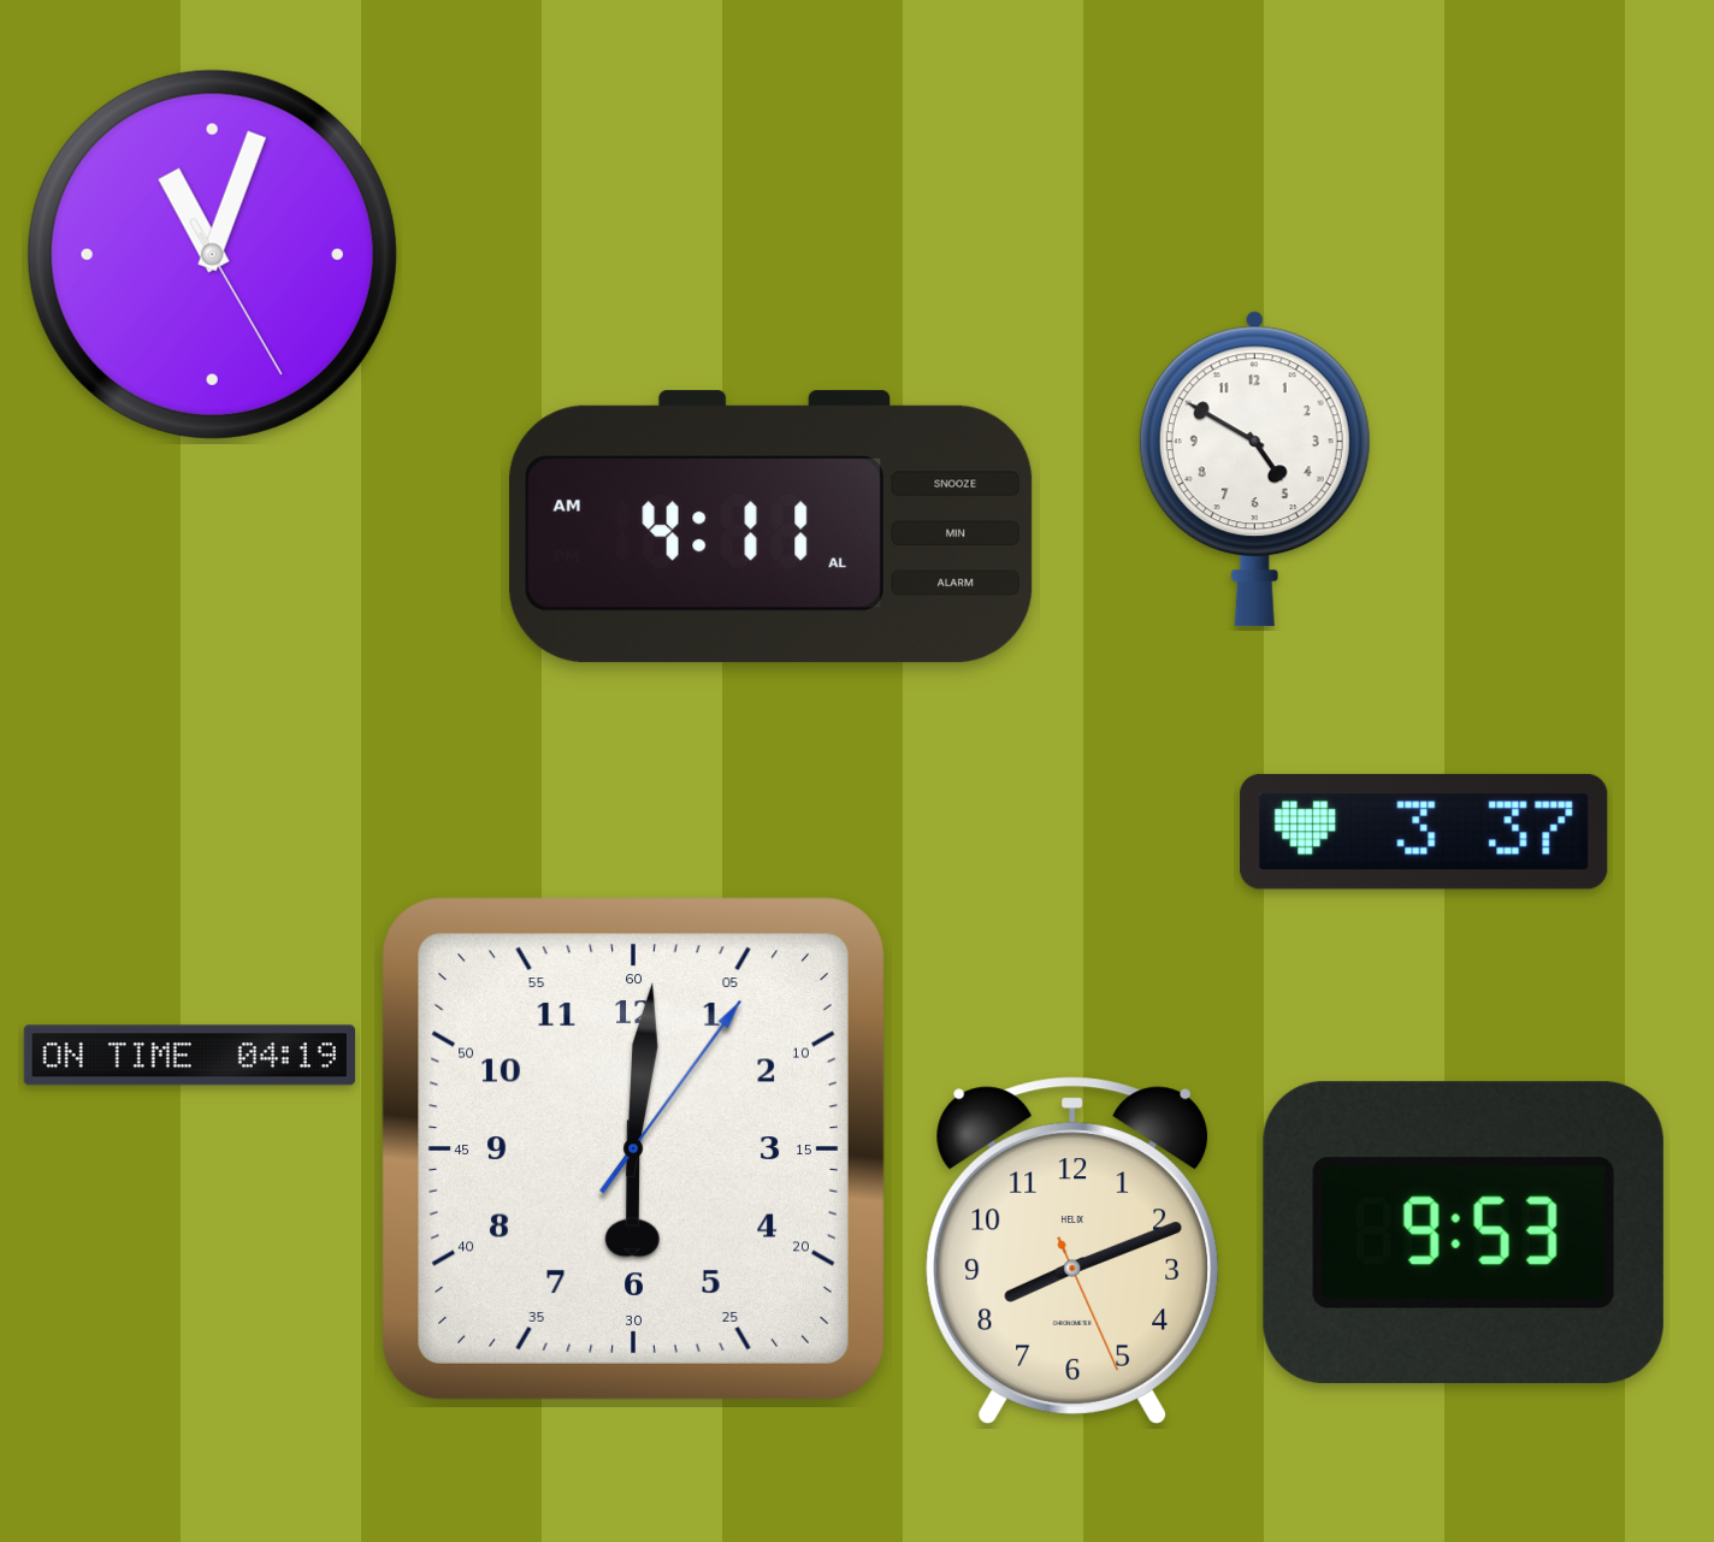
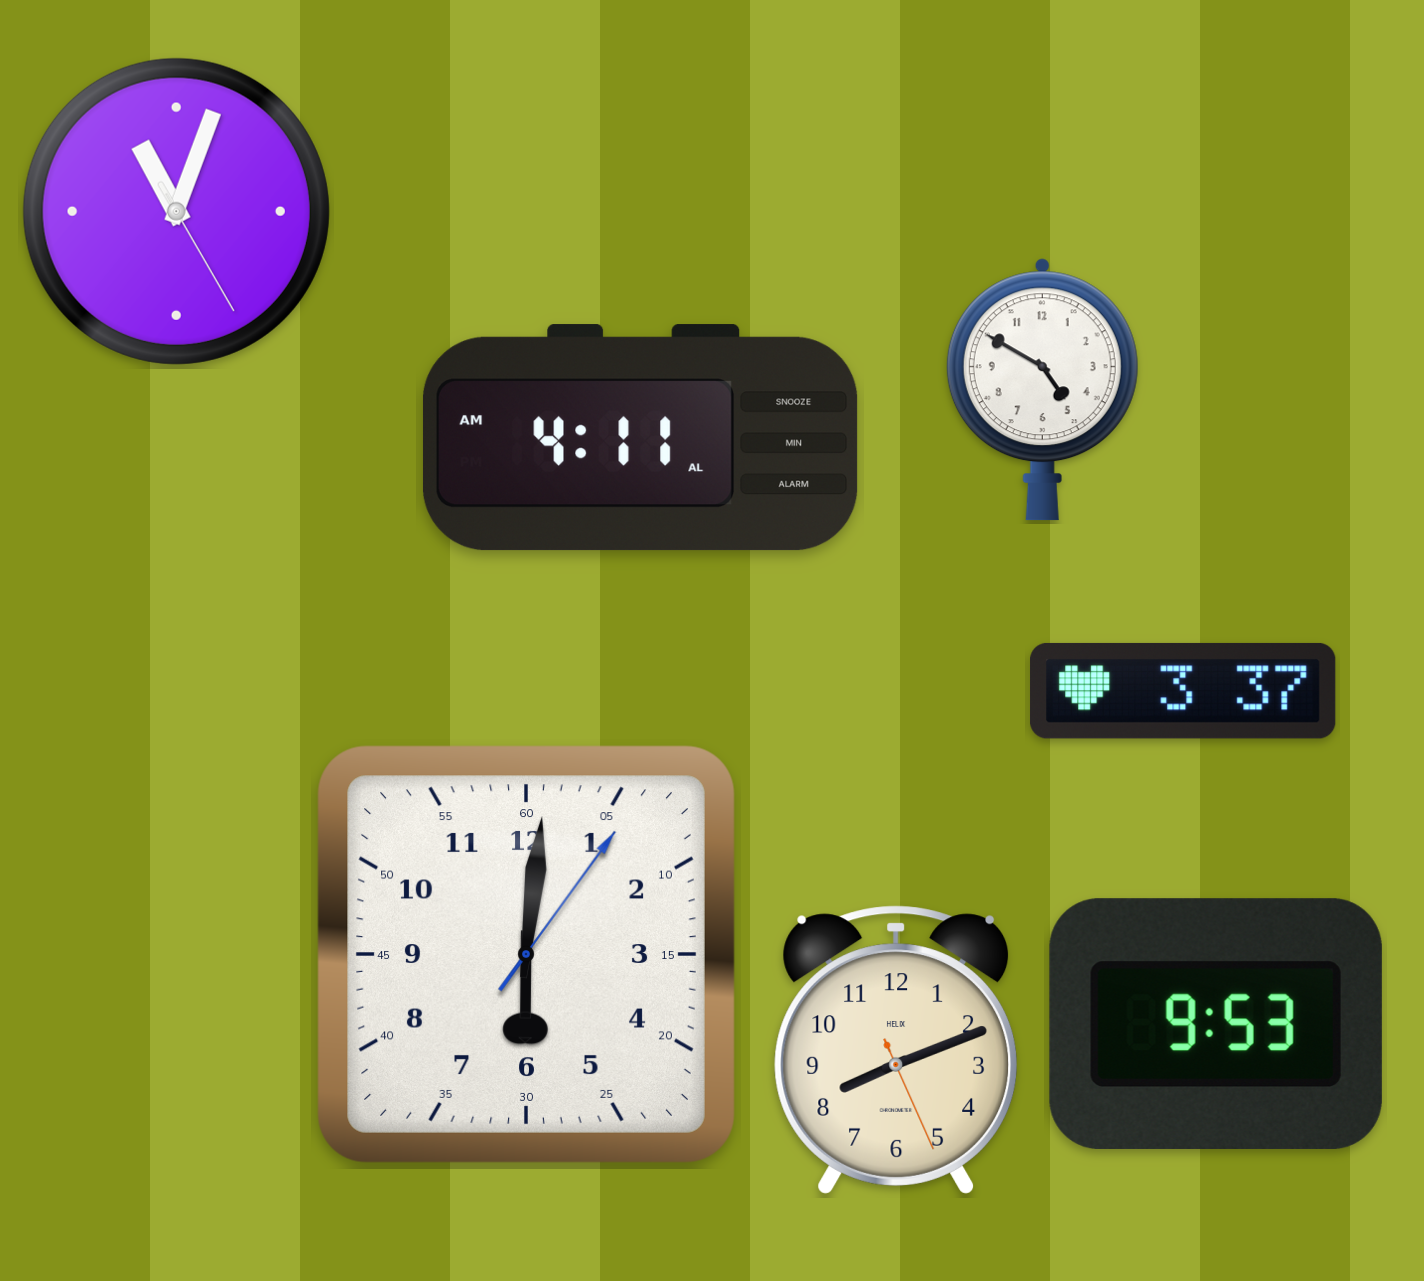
clock at (189, 1056): 04:19 -> none
clock at (1071, 1251) position: (1071, 1251) -> (895, 1050)
